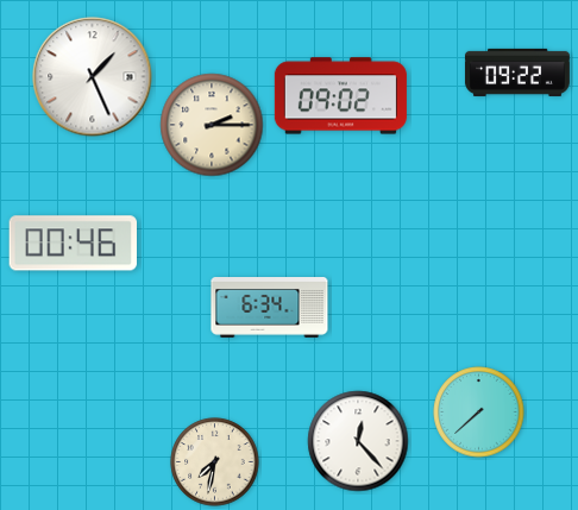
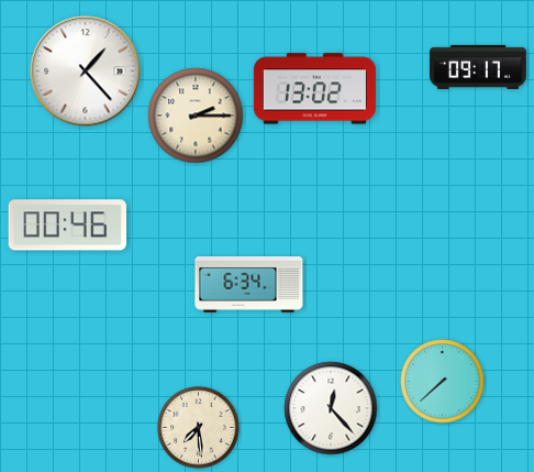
clock at (517, 73): 09:22 -> 09:17
clock at (93, 77): 1:26 -> 1:23
clock at (340, 96): 09:02 -> 13:02
clock at (215, 462): 7:32 -> 7:29
